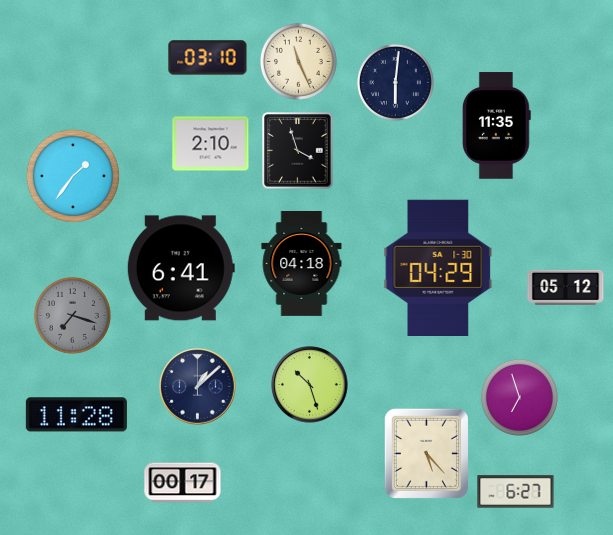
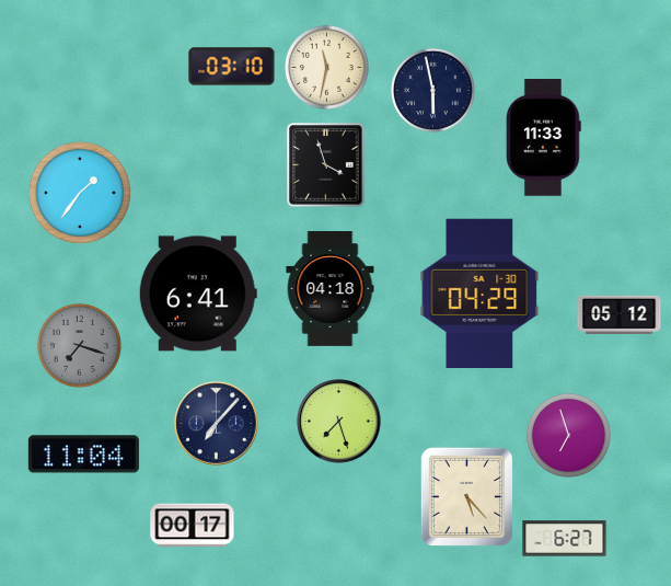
clock at (208, 58) position: (208, 58) -> (232, 67)
clock at (298, 61): 11:26 -> 11:32
clock at (395, 82): 6:01 -> 5:58
clock at (496, 126): 11:35 -> 11:33
clock at (211, 144): 2:10 -> none
clock at (310, 385): 10:27 -> 7:27
clock at (198, 387): 1:08 -> 7:07
clock at (76, 415): 11:28 -> 11:04
clock at (183, 483) position: (183, 483) -> (193, 526)
